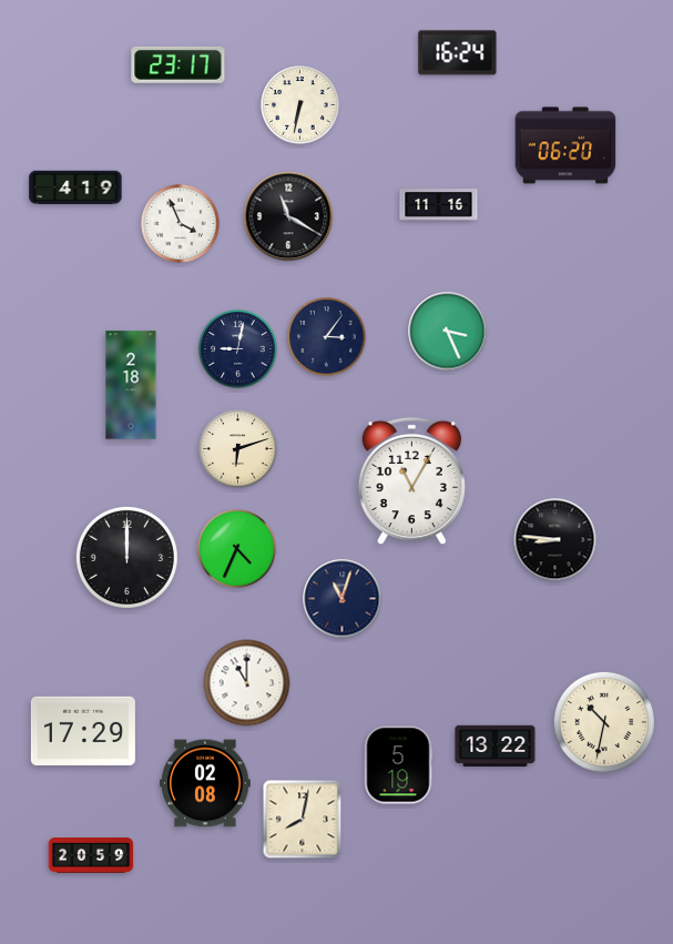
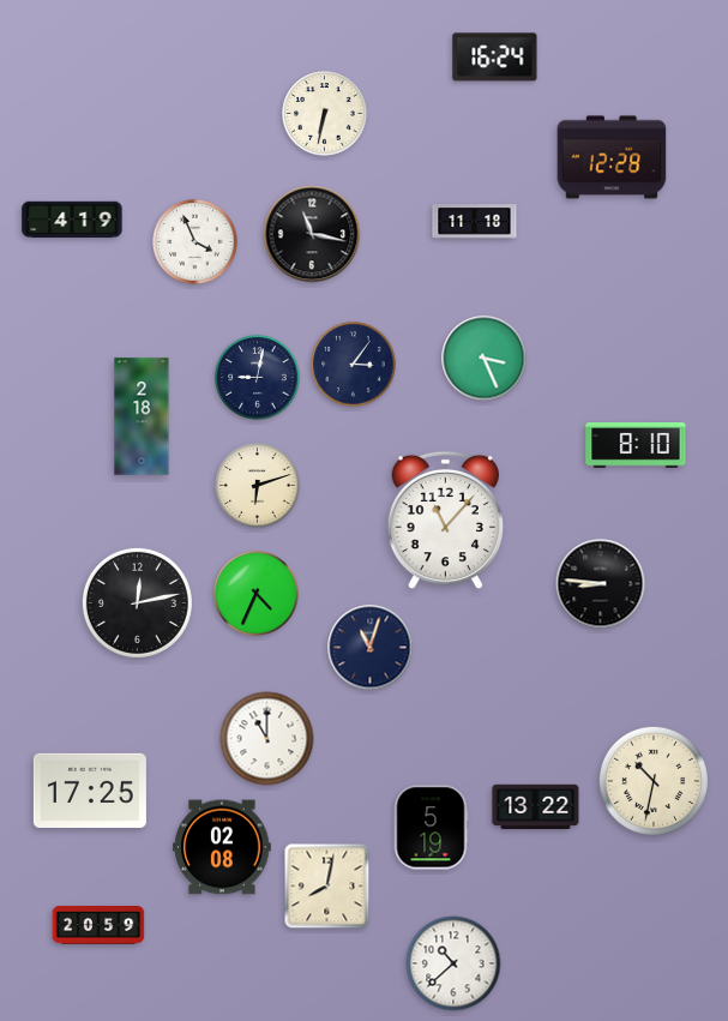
clock at (179, 64): 23:17 -> none
clock at (565, 145): 06:20 -> 12:28
clock at (75, 187) position: (75, 187) -> (72, 220)
clock at (439, 205): 11:16 -> 11:18
clock at (288, 216): 11:20 -> 11:17
clock at (636, 445): none -> 8:10
clock at (411, 481): 11:05 -> 11:07
clock at (126, 557): 12:00 -> 12:13
clock at (83, 731): 17:29 -> 17:25
clock at (453, 963): none -> 10:38
